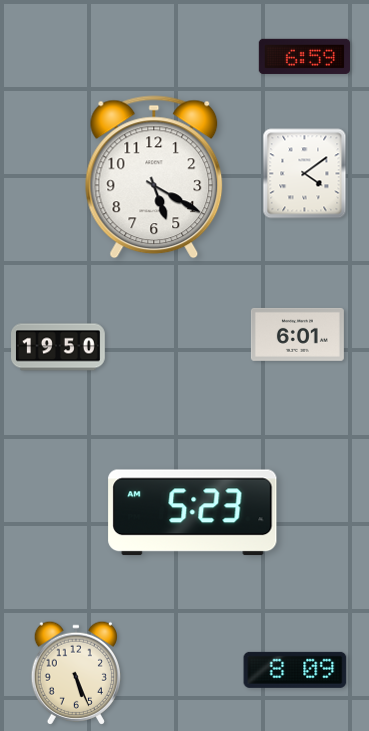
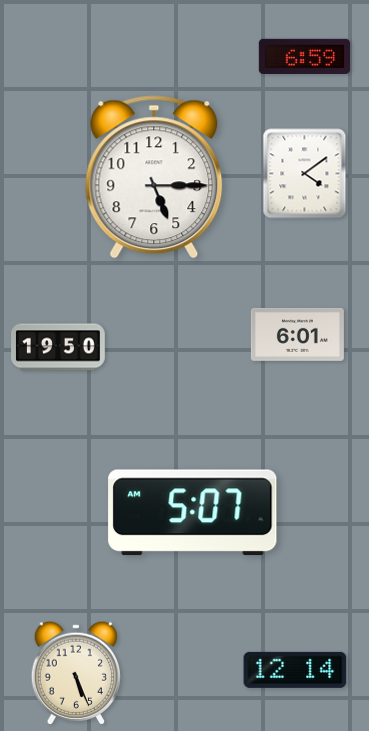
clock at (154, 177): 5:20 -> 5:15
clock at (193, 513): 5:23 -> 5:07
clock at (295, 670): 8:09 -> 12:14
